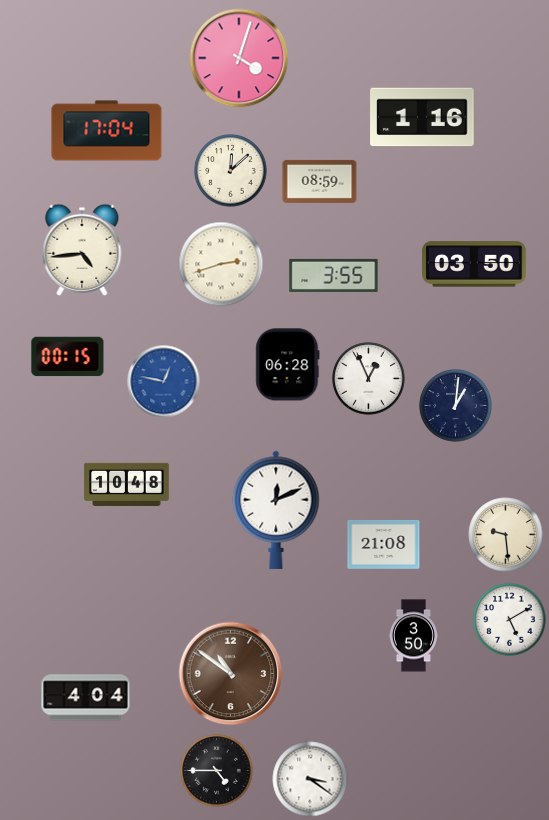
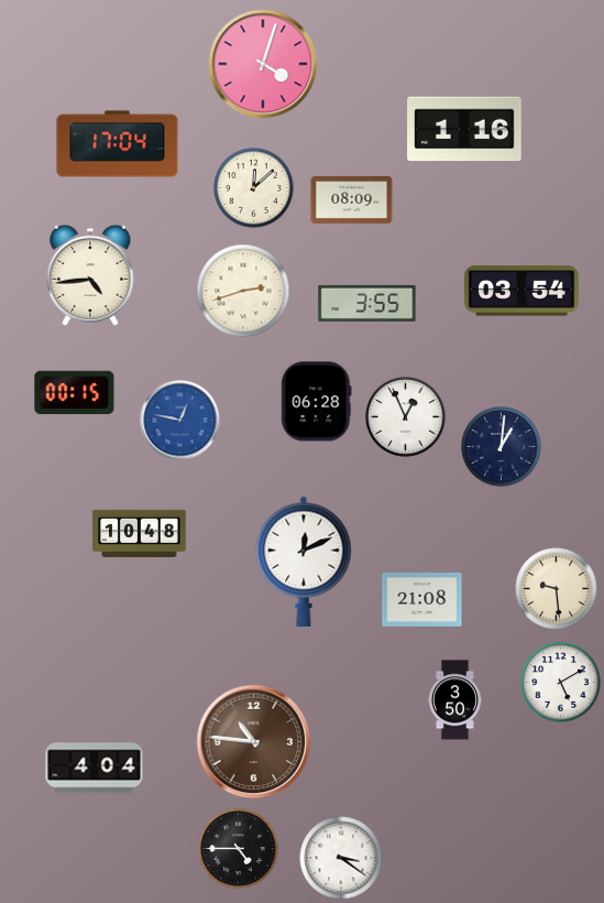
clock at (320, 181): 08:59 -> 08:09
clock at (474, 264): 03:50 -> 03:54
clock at (231, 674): 10:51 -> 10:46
